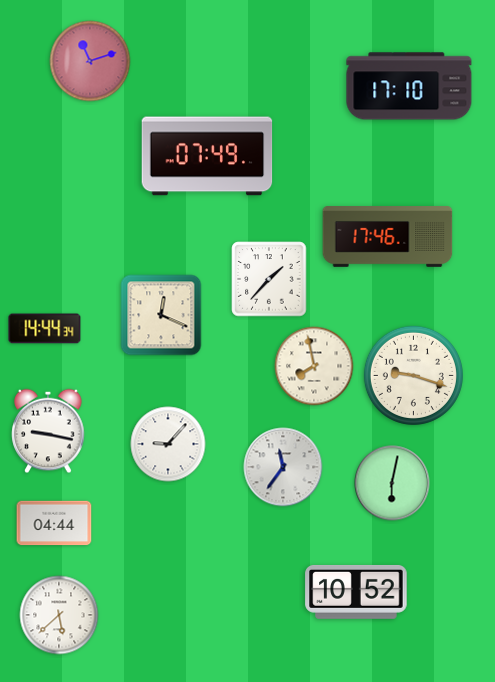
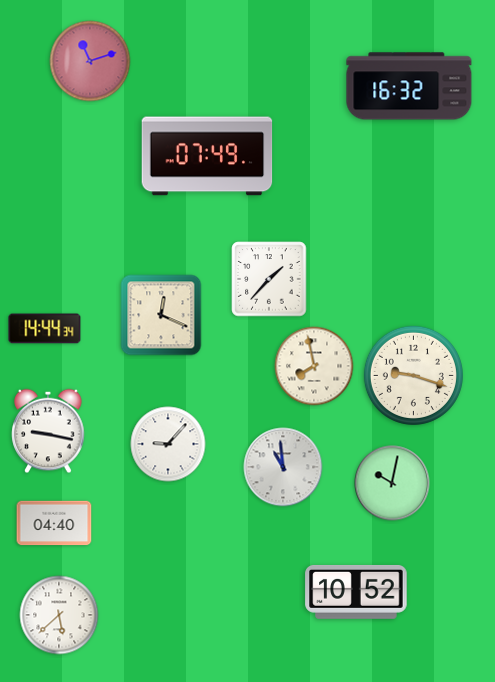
clock at (409, 86): 17:10 -> 16:32
clock at (388, 237): 17:46 -> none
clock at (283, 467): 11:36 -> 10:59
clock at (392, 483): 6:02 -> 10:02
clock at (54, 523): 04:44 -> 04:40
